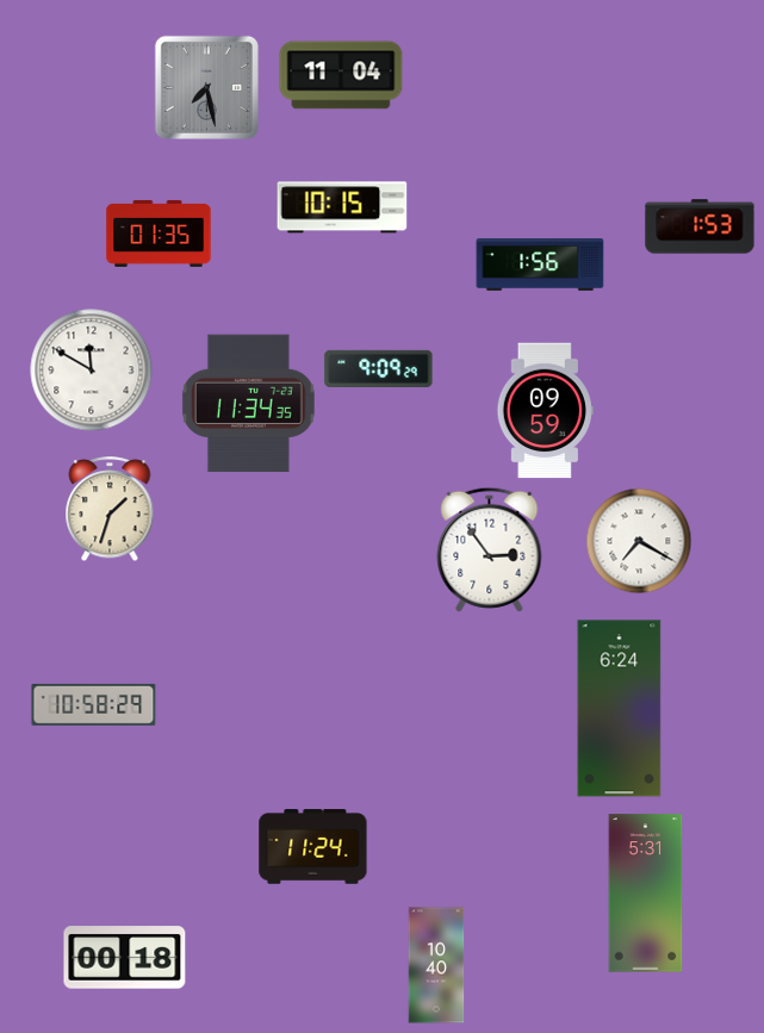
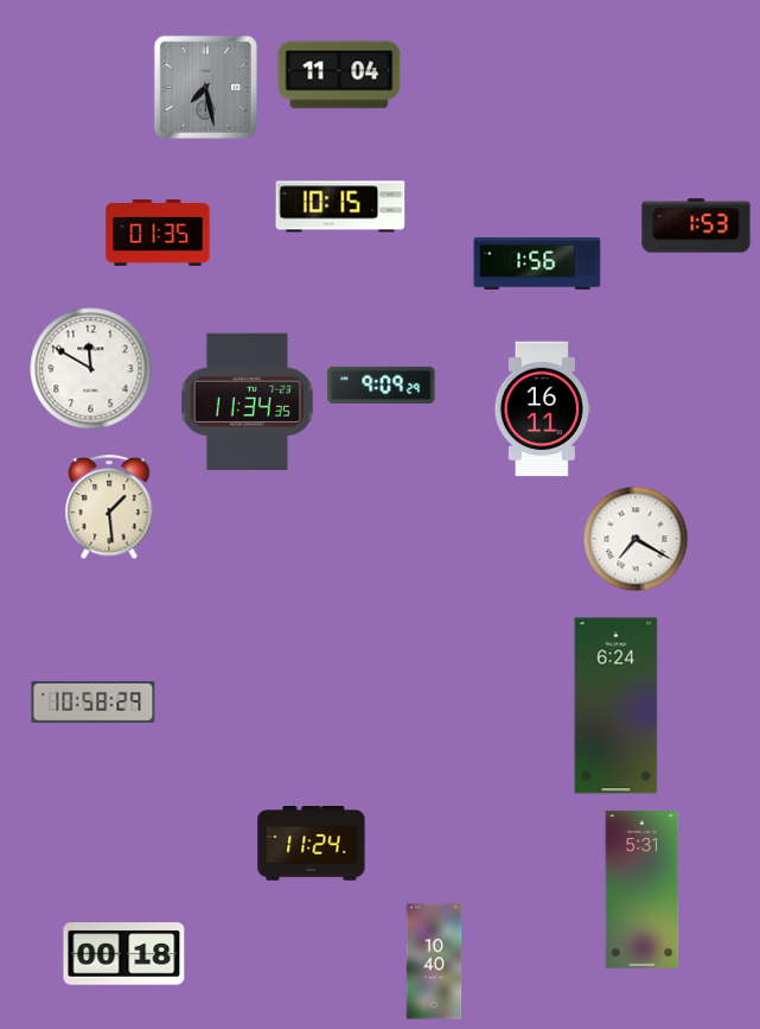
clock at (379, 368) position: (379, 368) -> (382, 385)
clock at (545, 411): 09:59 -> 16:11
clock at (110, 509): 1:33 -> 1:29
clock at (490, 549): 2:54 -> none
